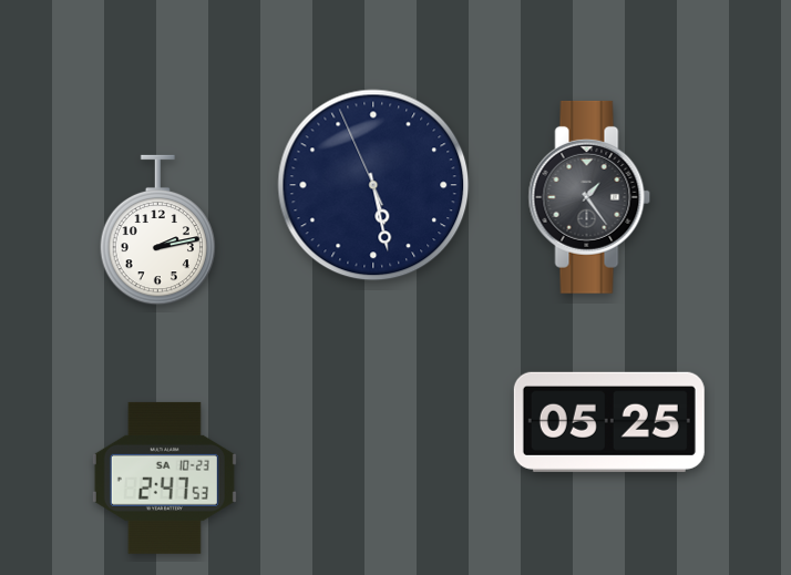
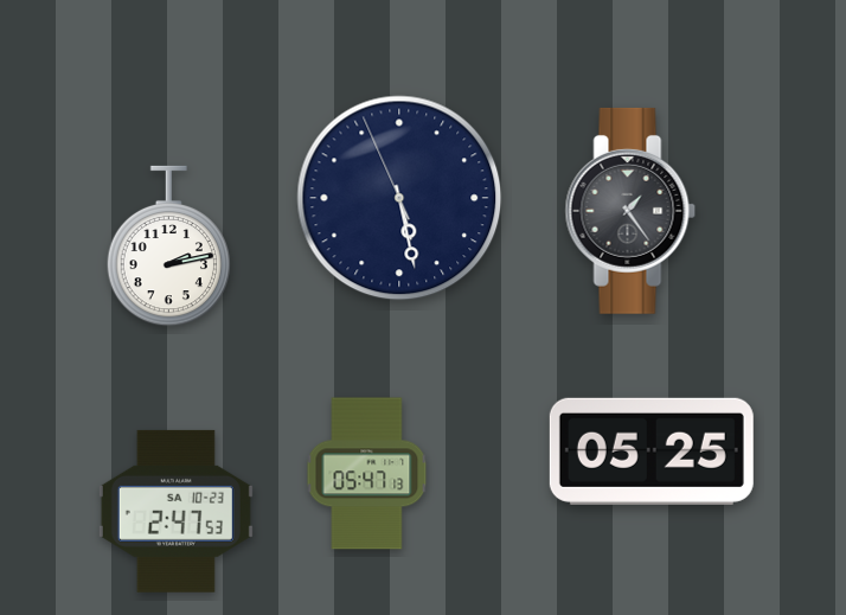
clock at (367, 474): none -> 05:47
